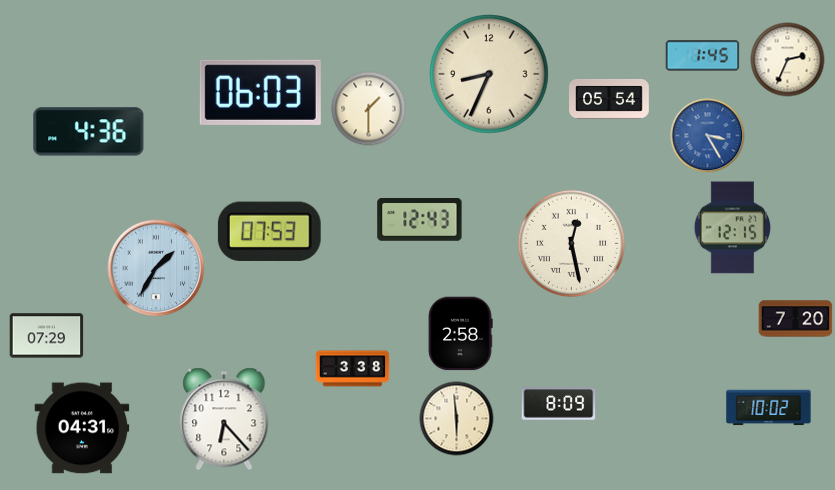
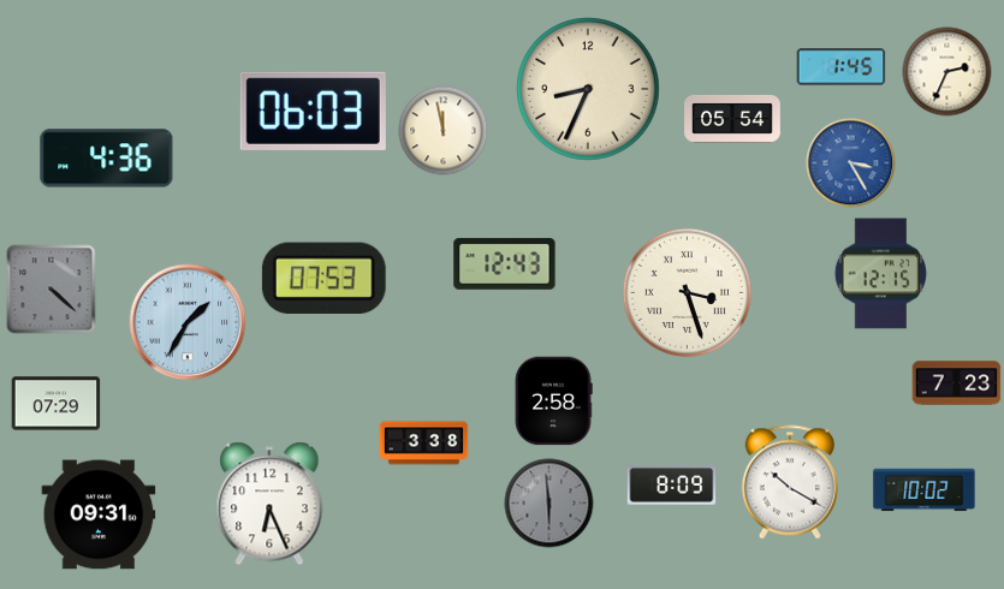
clock at (703, 56) position: (703, 56) -> (842, 67)
clock at (369, 109): 1:30 -> 11:58
clock at (52, 290): none -> 4:22
clock at (571, 243): 12:28 -> 3:27
clock at (796, 319): 7:20 -> 7:23
clock at (789, 482): none -> 10:20
clock at (224, 419): 6:23 -> 6:26
clock at (457, 419) dial: cream -> grey
clock at (82, 428): 04:31 -> 09:31
